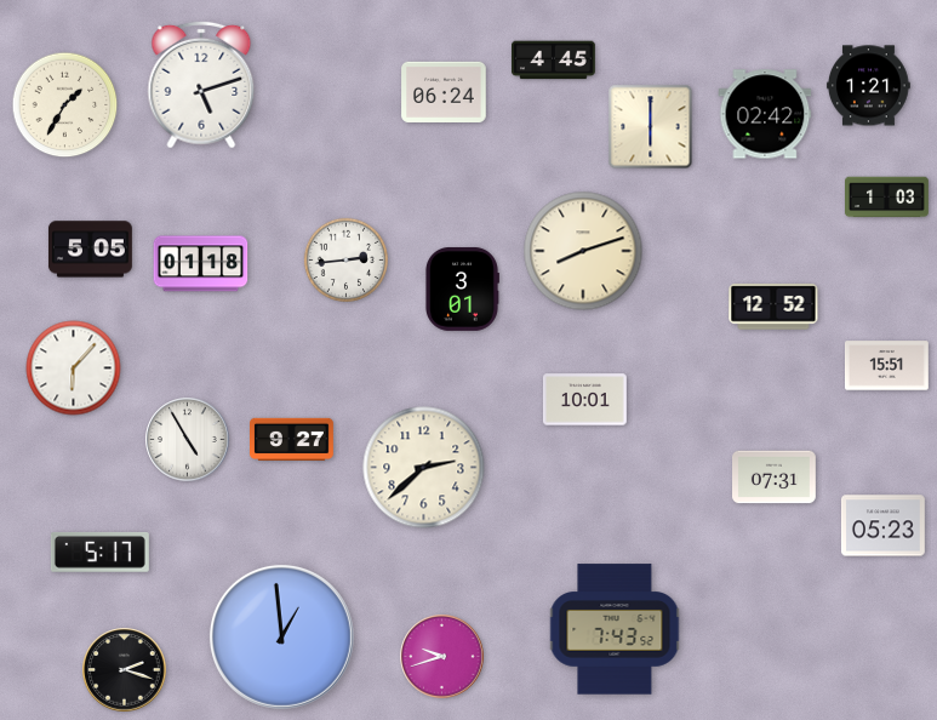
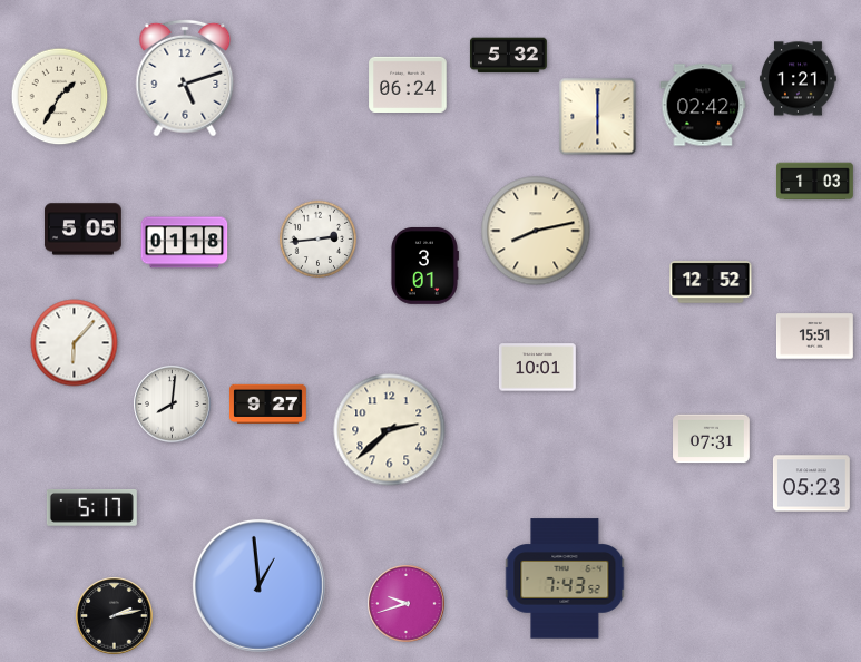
clock at (554, 61): 4:45 -> 5:32
clock at (583, 251): 8:12 -> 8:13
clock at (74, 368) position: (74, 368) -> (75, 343)
clock at (188, 440): 4:55 -> 8:01
clock at (125, 670): 2:18 -> 2:13
